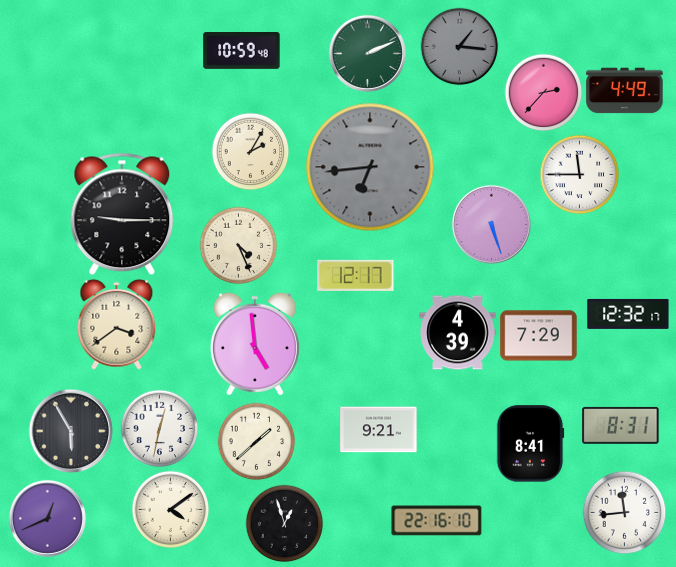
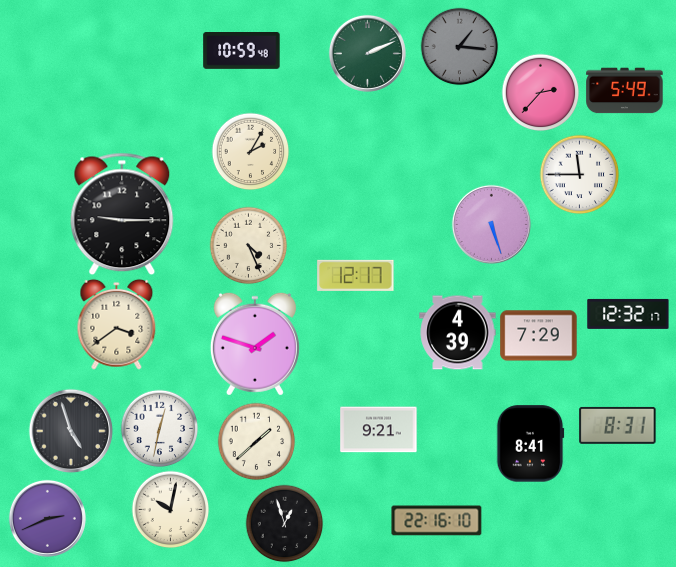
clock at (625, 91): 4:49 -> 5:49
clock at (543, 92) position: (543, 92) -> (540, 92)
clock at (370, 167): 6:44 -> none
clock at (238, 245) position: (238, 245) -> (248, 245)
clock at (255, 344): 4:59 -> 1:48
clock at (621, 425) position: (621, 425) -> (618, 425)
clock at (71, 431): 5:55 -> 4:57
clock at (170, 509): 4:09 -> 10:02
clock at (624, 512): 11:44 -> none
clock at (47, 518): 12:41 -> 2:41
